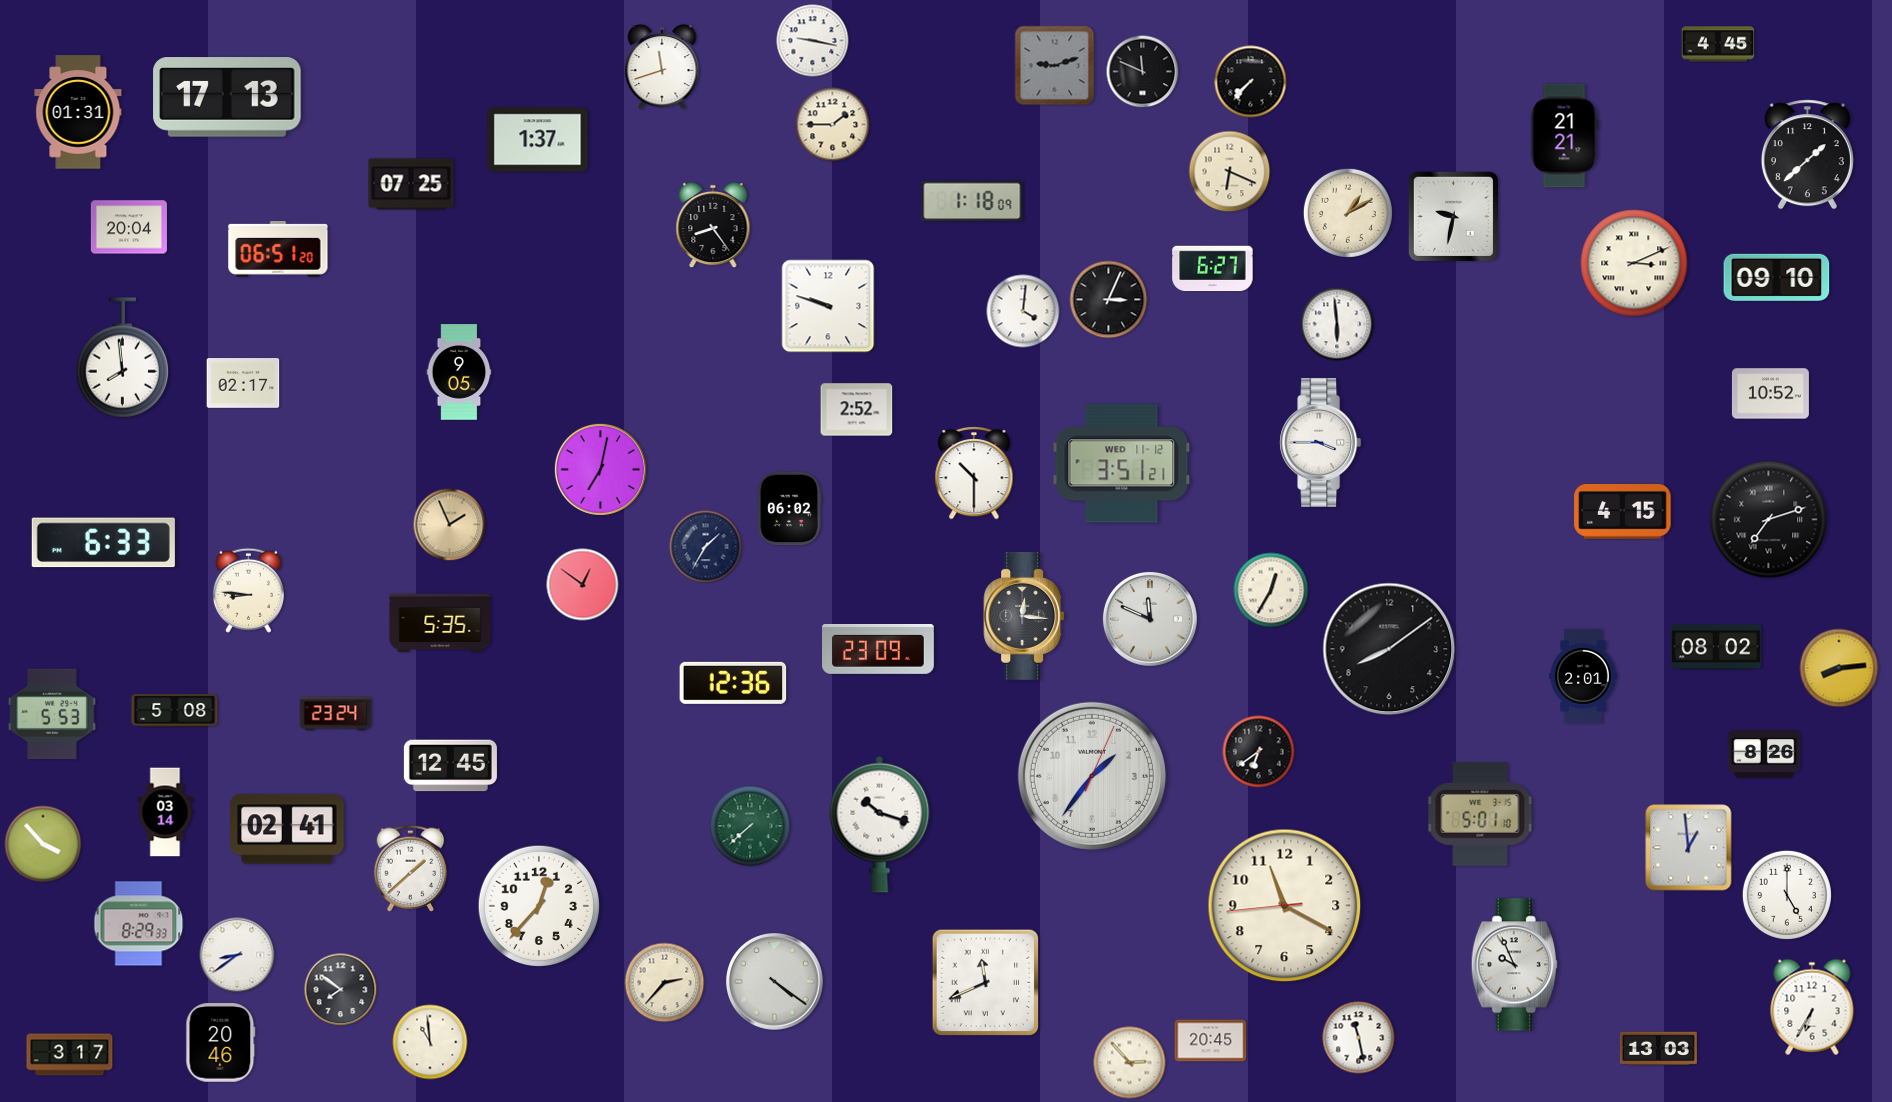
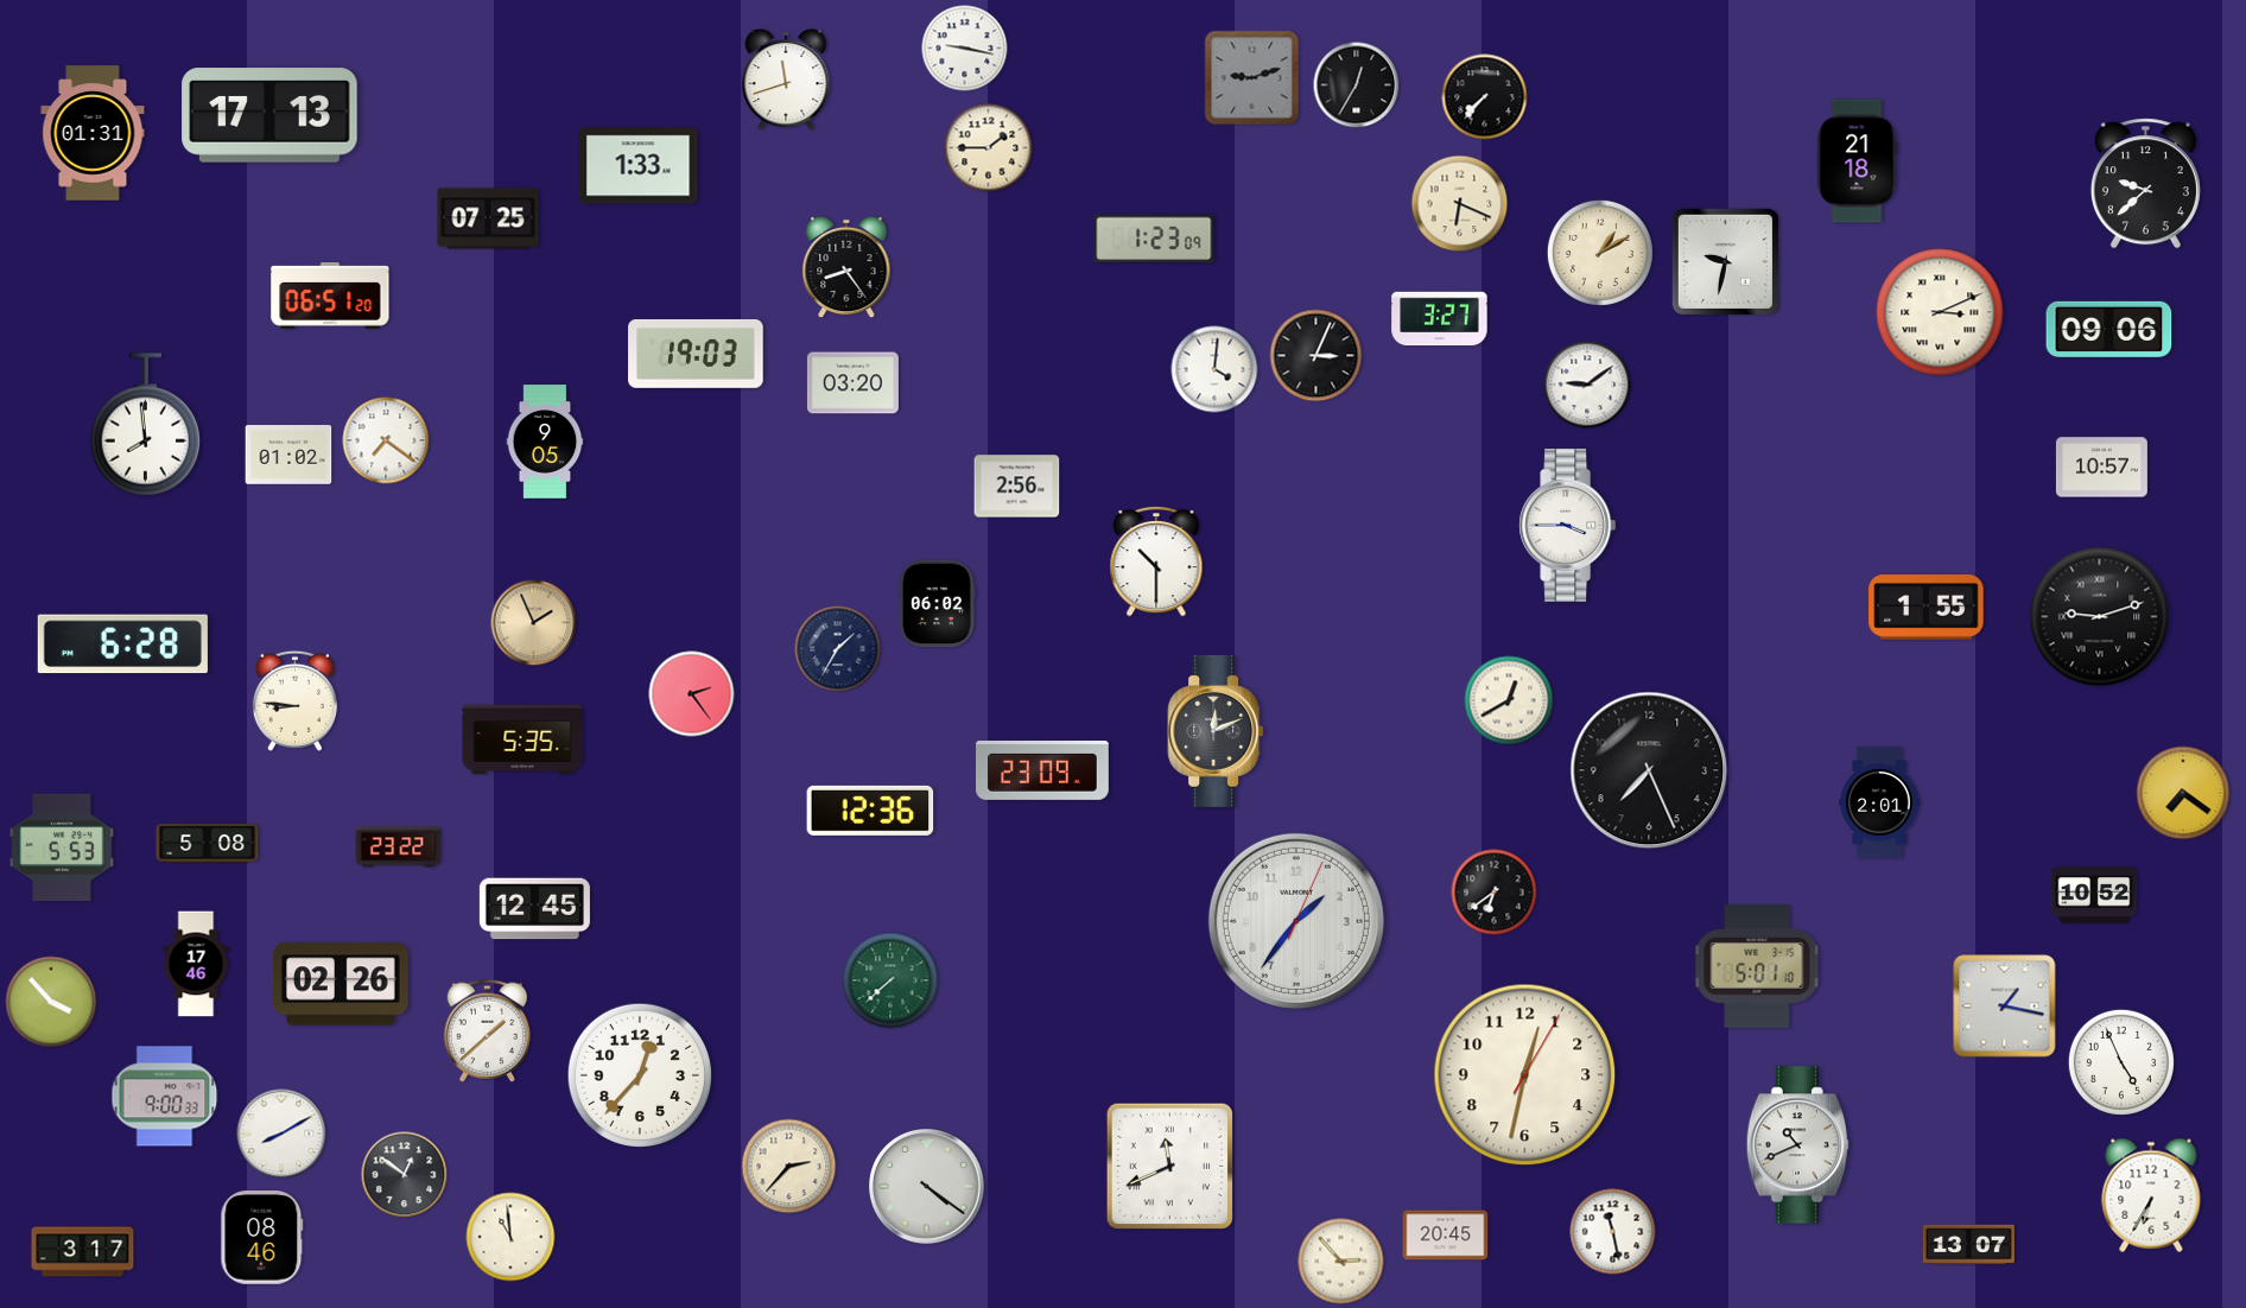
clock at (1718, 44): 4:45 -> none
clock at (1143, 72): 11:49 -> 12:35
clock at (1565, 136): 21:21 -> 21:18
clock at (538, 140): 1:37 -> 1:33
clock at (1807, 155): 1:38 -> 9:38
clock at (972, 201): 1:18 -> 1:23
clock at (1453, 216) position: (1453, 216) -> (1725, 261)
clock at (129, 227): 20:04 -> none
clock at (1213, 269): 6:27 -> 3:27
clock at (1777, 277): 09:10 -> 09:06
clock at (696, 354): none -> 19:03
clock at (828, 306): 9:48 -> none
clock at (852, 383): none -> 03:20
clock at (1337, 324): 5:59 -> 9:09
clock at (386, 440): none -> 7:21
clock at (243, 383): 02:17 -> 01:02
clock at (1770, 394): 10:52 -> 10:57
clock at (857, 410): 2:52 -> 2:56
clock at (1122, 464): 3:51 -> none
clock at (600, 469): 7:02 -> none
clock at (1623, 512): 4:15 -> 1:55
clock at (1769, 520): 7:12 -> 9:12
clock at (103, 543): 6:33 -> 6:28
clock at (583, 585): 12:51 -> 2:24
clock at (1271, 590): 12:35 -> 12:40
clock at (1024, 616): 12:16 -> 12:11
clock at (1150, 619): 11:49 -> none
clock at (1716, 647): 08:02 -> none
clock at (1389, 649): 8:09 -> 7:26
clock at (1839, 668): 8:14 -> 7:21
clock at (336, 714): 23:24 -> 23:22
clock at (1764, 754): 8:26 -> 10:52
clock at (165, 812): 03:14 -> 17:46
clock at (880, 824): 10:18 -> none
clock at (287, 829): 02:41 -> 02:26
clock at (1689, 848): 12:59 -> 1:17
clock at (1787, 895): 5:00 -> 4:56
clock at (1285, 906): 11:19 -> 12:32
clock at (139, 924): 8:29 -> 9:00
clock at (237, 955): 8:39 -> 8:10
clock at (1514, 965): 9:56 -> 10:41
clock at (775, 982) position: (775, 982) -> (927, 1187)
clock at (341, 990): 7:51 -> 12:51
clock at (1211, 1041) position: (1211, 1041) -> (1446, 1236)
clock at (221, 1043): 20:46 -> 08:46
clock at (1658, 1049): 13:03 -> 13:07
